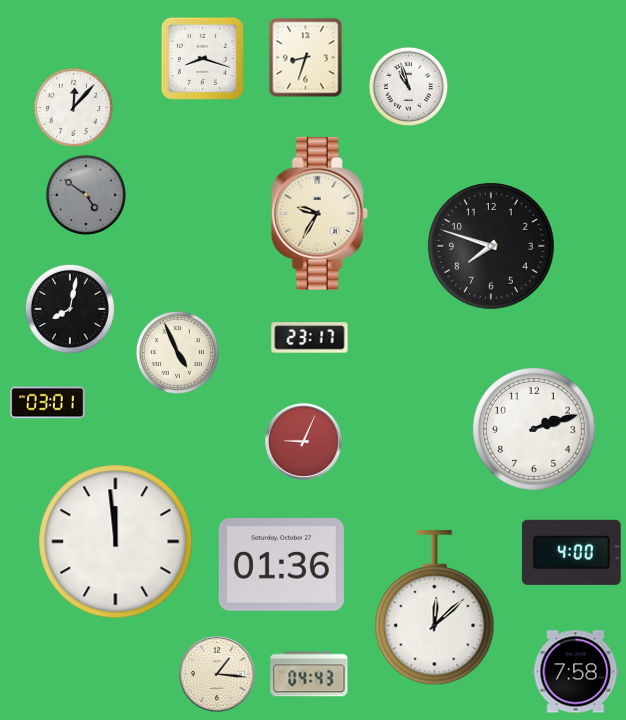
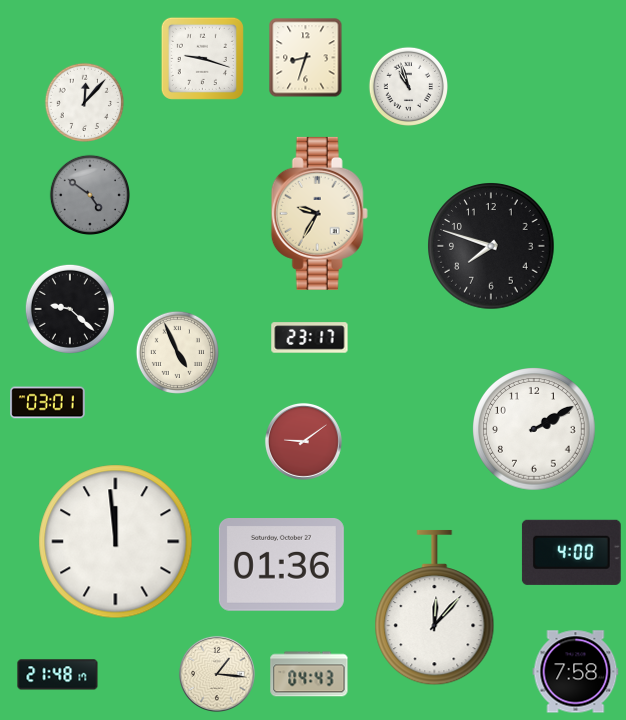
clock at (202, 58): 8:18 -> 9:18
clock at (73, 107) position: (73, 107) -> (84, 102)
clock at (85, 194) position: (85, 194) -> (89, 194)
clock at (70, 309): 8:02 -> 9:22
clock at (535, 430): 2:12 -> 2:10
clock at (303, 441): 9:04 -> 9:09
clock at (435, 608): 12:08 -> 12:07
clock at (58, 675): none -> 21:48
